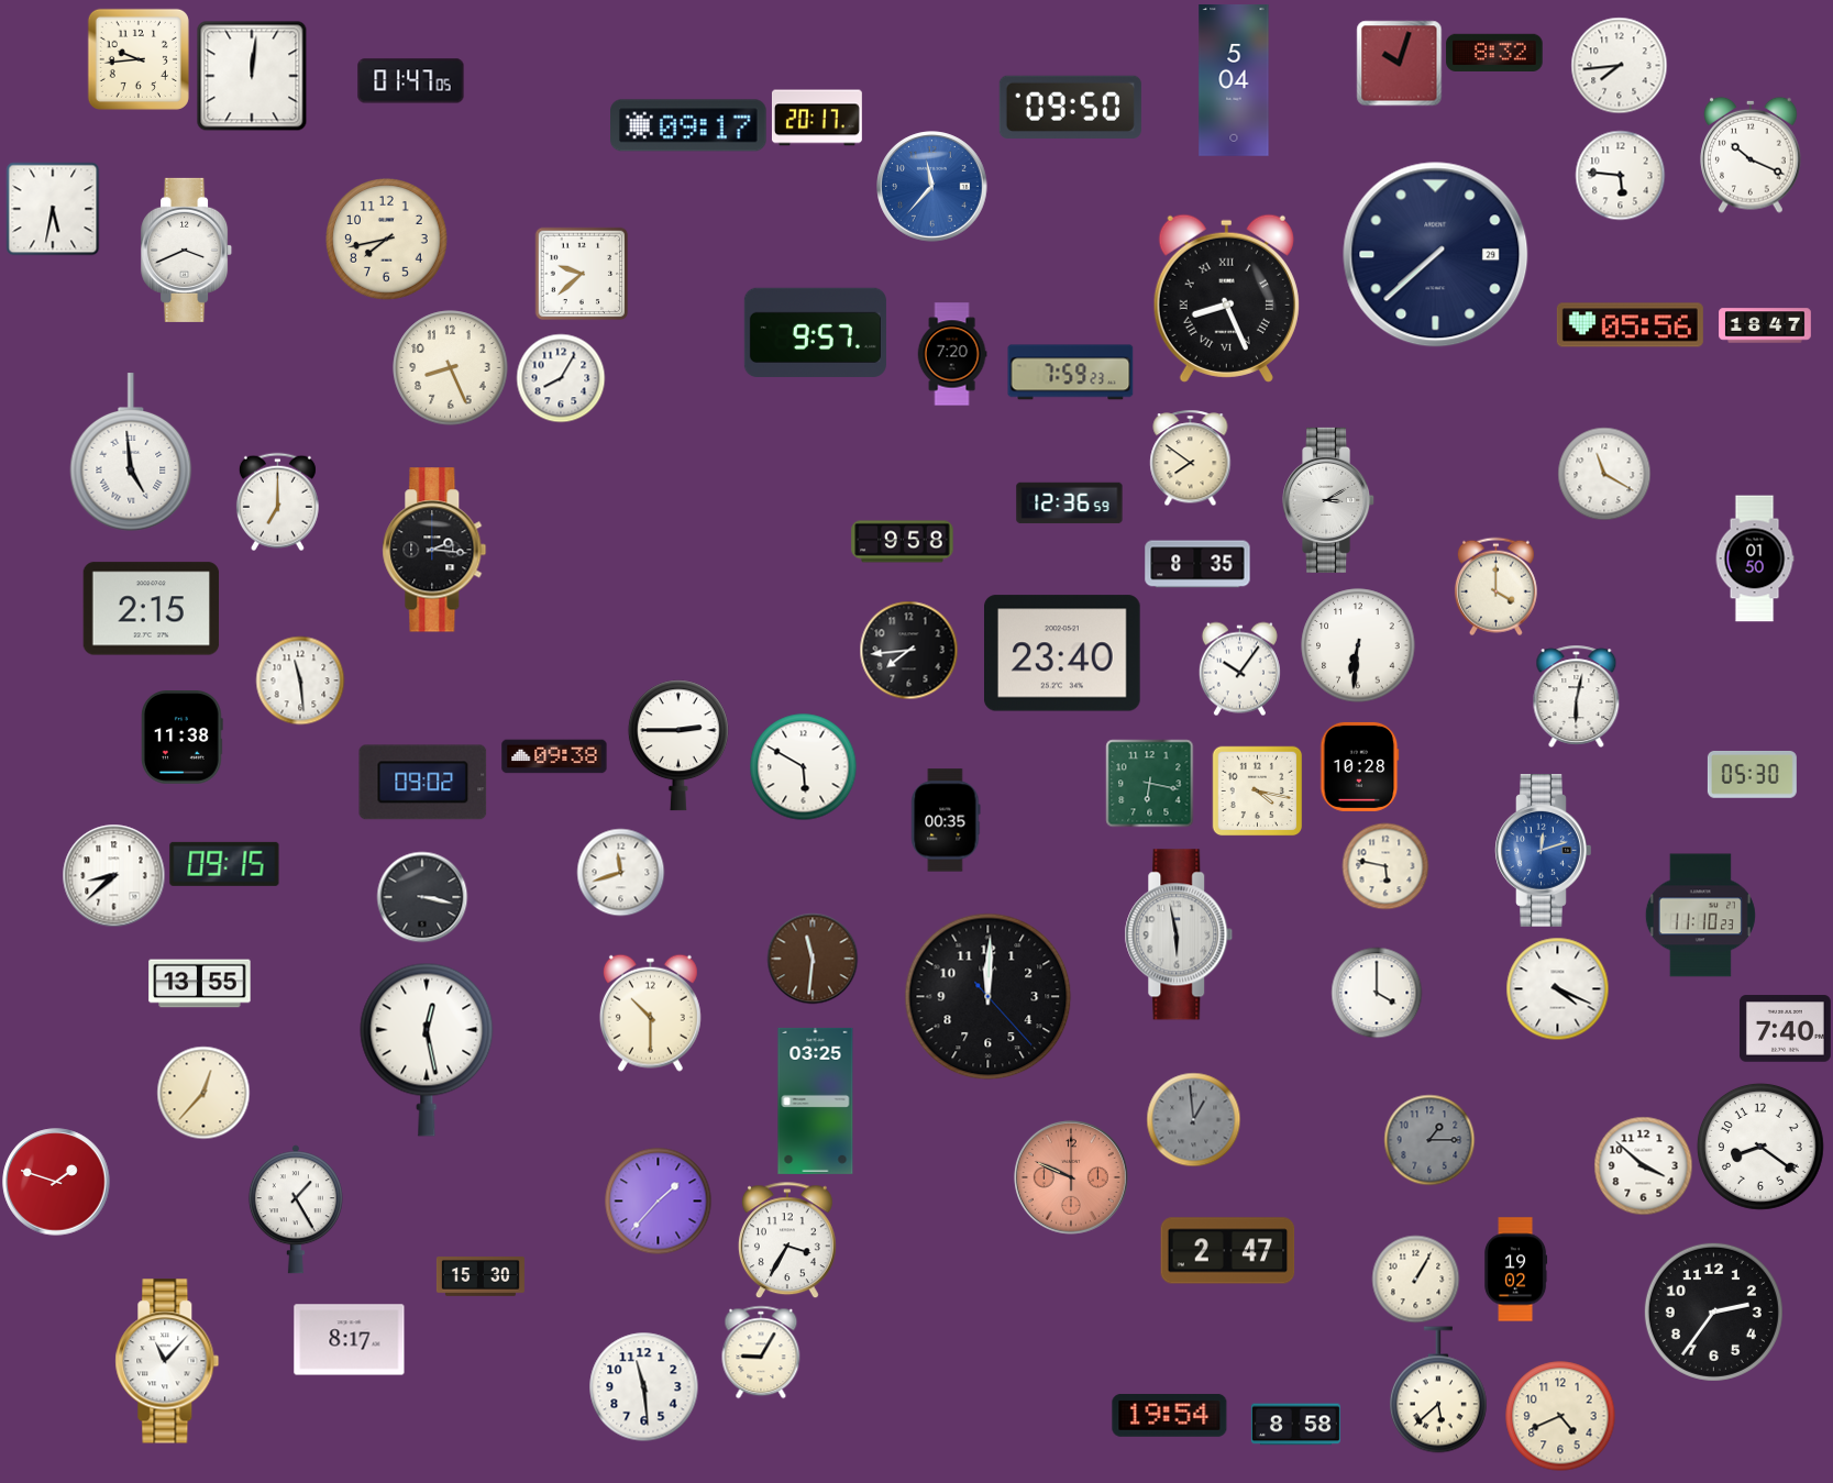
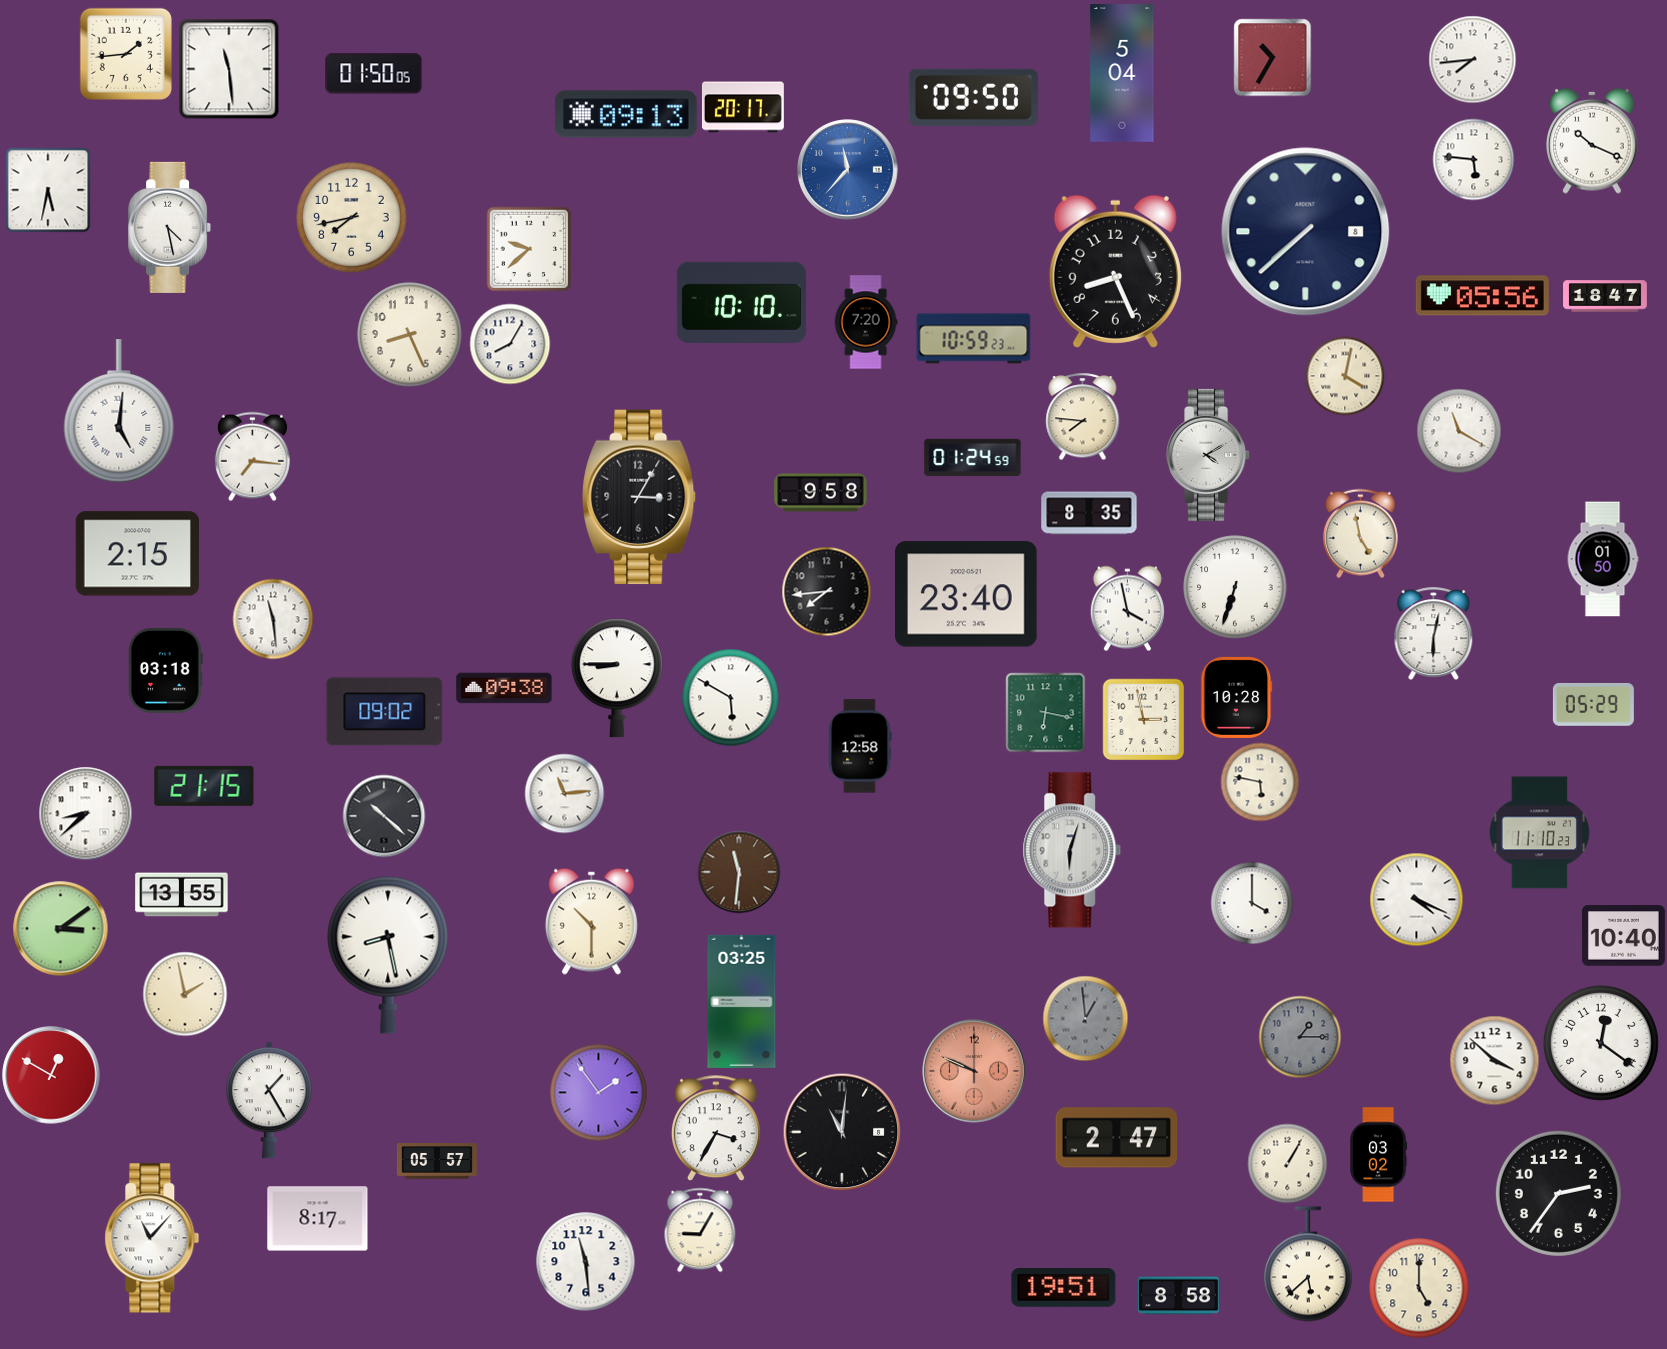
clock at (1494, 53): 8:32 -> none
clock at (139, 59): 9:44 -> 1:44
clock at (1399, 63): 10:03 -> 10:35
clock at (252, 76): 12:01 -> 11:29
clock at (411, 81): 01:47 -> 01:50
clock at (689, 125): 09:17 -> 09:13
clock at (187, 250): 3:41 -> 4:28
clock at (1436, 255) date: 29 -> 8
clock at (1226, 298) numerals: Roman -> Arabic
clock at (815, 333): 9:57 -> 10:10
clock at (1071, 373): 7:59 -> 10:59
clock at (1345, 376): none -> 4:02
clock at (131, 453): 4:59 -> 5:01
clock at (1191, 457): 7:51 -> 7:46
clock at (1329, 500): 3:10 -> 4:10
clock at (277, 501): 7:00 -> 7:16
clock at (1070, 503): 12:36 -> 01:24
clock at (640, 497): none -> 3:05
clock at (434, 550): 2:16 -> none
clock at (1755, 558) position: (1755, 558) -> (1603, 559)
clock at (1495, 586): 4:00 -> 4:58
clock at (1358, 645): 6:31 -> 6:33
clock at (1239, 668): 10:06 -> 3:58
clock at (183, 738): 11:38 -> 03:18
clock at (678, 745): 2:45 -> 8:45
clock at (1752, 774): 05:30 -> 05:29
clock at (1257, 790): 4:17 -> 2:58
clock at (946, 820): 00:35 -> 12:58
clock at (1544, 851): 12:12 -> none
clock at (224, 864): 09:15 -> 21:15
clock at (1385, 866) position: (1385, 866) -> (1260, 782)
clock at (620, 872): 11:42 -> 11:14
clock at (113, 875) position: (113, 875) -> (85, 813)
clock at (422, 897): 3:17 -> 10:22
clock at (1700, 916) position: (1700, 916) -> (1539, 833)
clock at (1179, 934): 5:58 -> 6:03
clock at (989, 997): 12:00 -> none
clock at (60, 928): none -> 3:09
clock at (1785, 1029): 7:40 -> 10:40
clock at (427, 1050): 12:28 -> 8:28
clock at (203, 1093): 12:37 -> 1:58
clock at (1760, 1147): 8:21 -> 12:21
clock at (56, 1182): 1:48 -> 12:50
clock at (658, 1200): 1:37 -> 1:54
clock at (842, 1132): none -> 11:01
clock at (1516, 1270): 19:02 -> 03:02
clock at (481, 1276): 15:30 -> 05:57
clock at (761, 1352) position: (761, 1352) -> (700, 1230)
clock at (1170, 1415): 19:54 -> 19:51
clock at (1560, 1416): 4:41 -> 5:00
